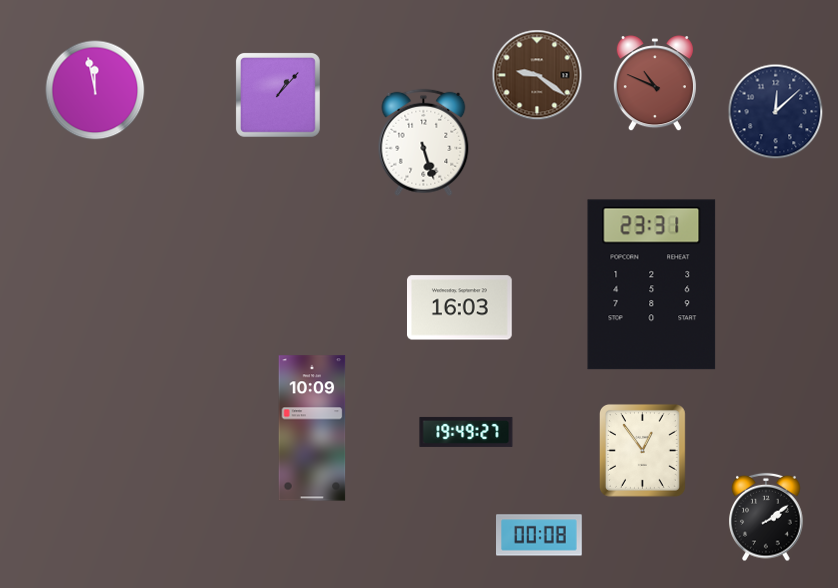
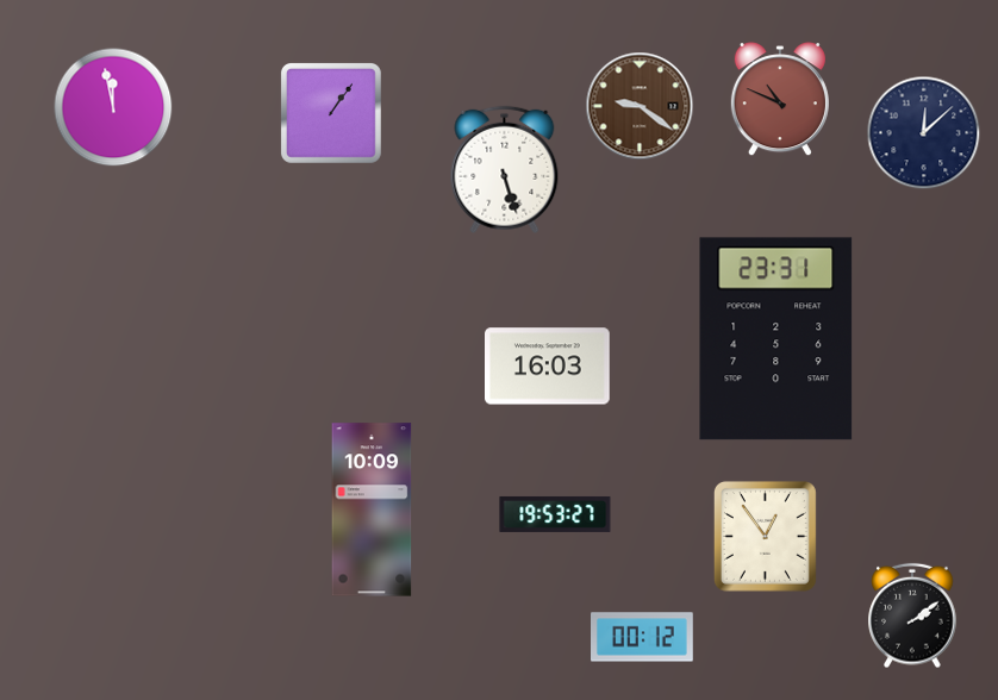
clock at (537, 75) position: (537, 75) -> (640, 106)
clock at (278, 95): 1:07 -> 1:06
clock at (466, 432): 19:49 -> 19:53
clock at (540, 535): 00:08 -> 00:12
